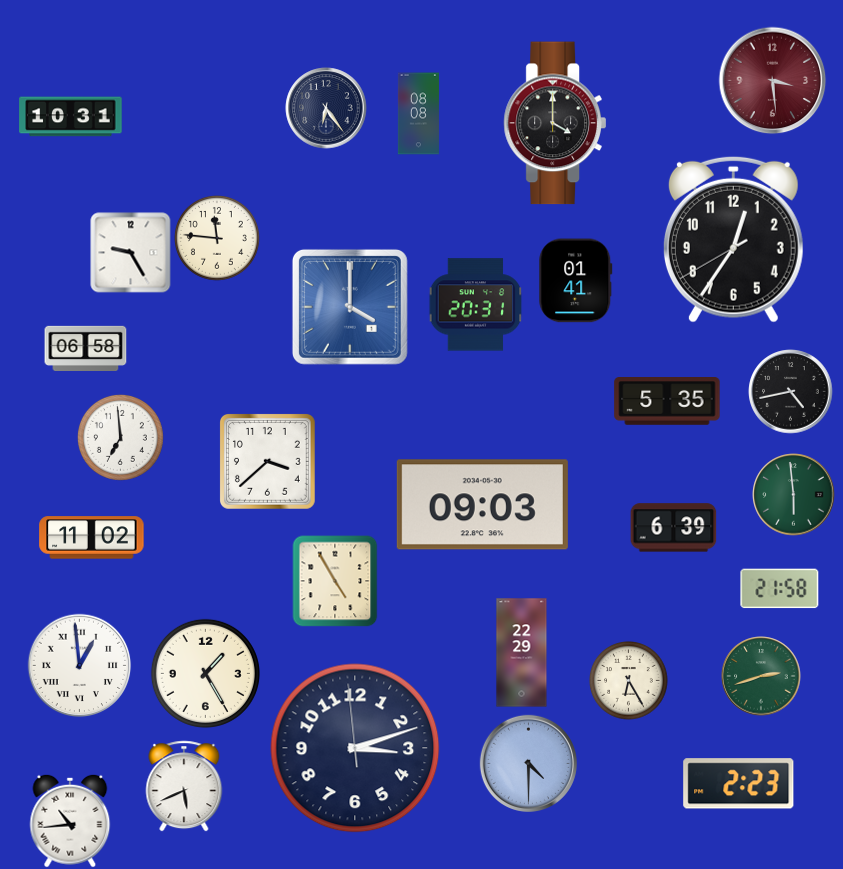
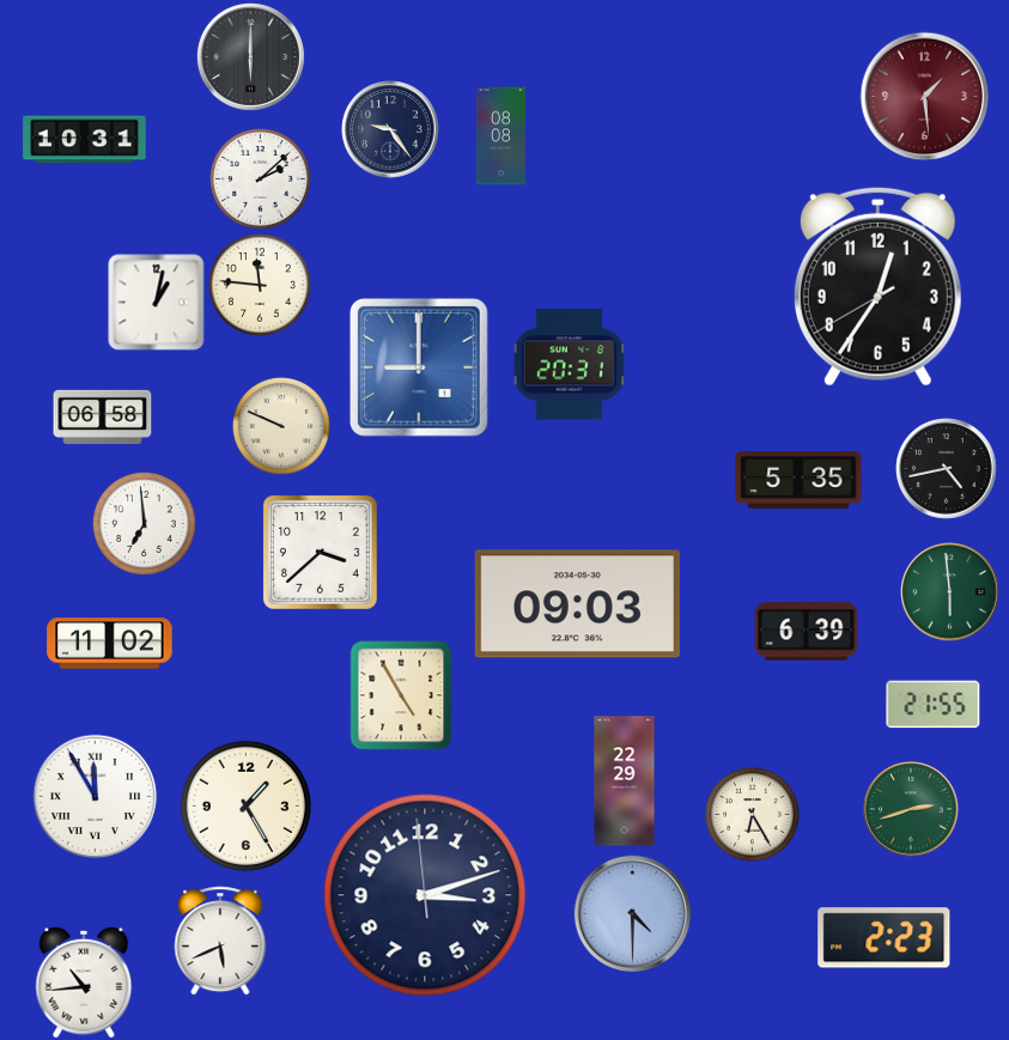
clock at (250, 56): none -> 6:00
clock at (773, 81): 3:29 -> 1:29
clock at (326, 108): 6:24 -> 9:24
clock at (555, 123): 4:00 -> none
clock at (261, 180): none -> 2:08
clock at (131, 253): 9:25 -> 1:02
clock at (576, 281): 01:41 -> none
clock at (350, 307): 4:00 -> 9:00
clock at (282, 427): none -> 9:49
clock at (780, 589): 21:58 -> 21:55
clock at (80, 666): 12:59 -> 11:55
